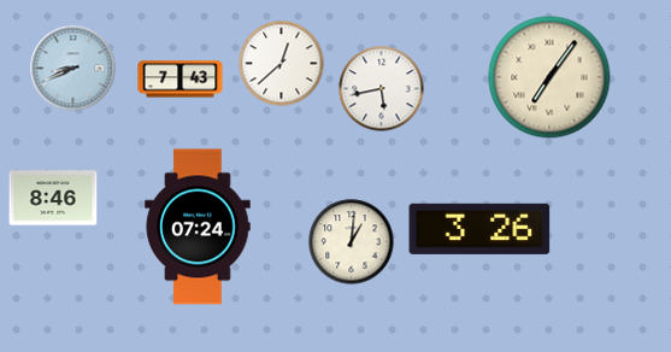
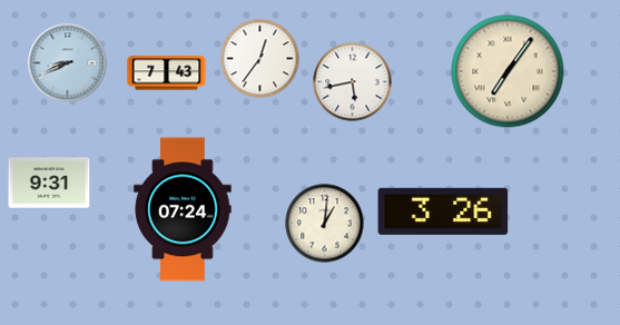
clock at (282, 64): 12:38 -> 12:36
clock at (53, 198): 8:46 -> 9:31
